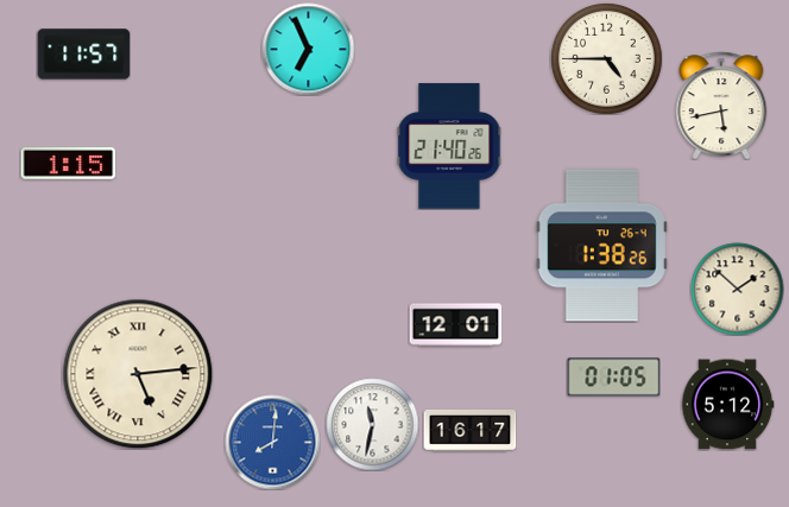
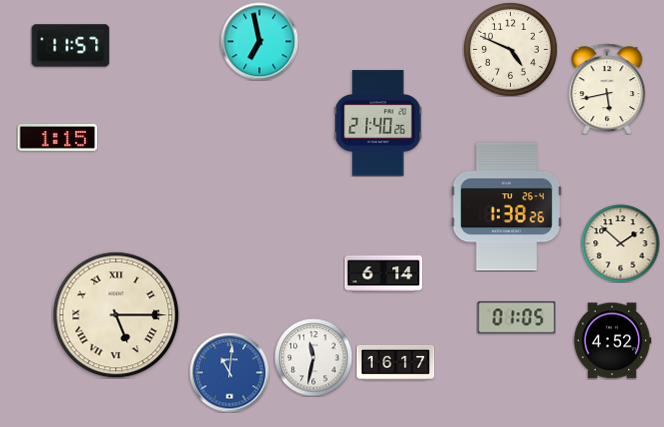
clock at (308, 49): 6:56 -> 6:58
clock at (606, 58): 4:45 -> 4:49
clock at (455, 325): 12:01 -> 6:14
clock at (138, 374): 5:14 -> 5:15
clock at (727, 405): 5:12 -> 4:52
clock at (272, 442): 8:01 -> 11:01
